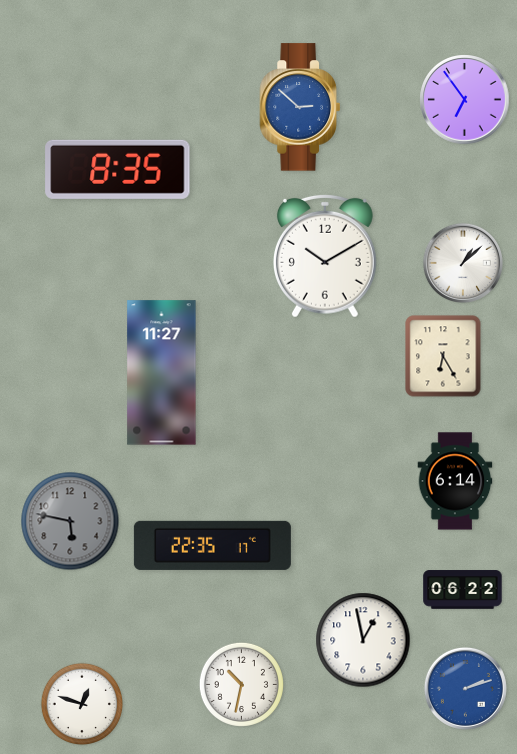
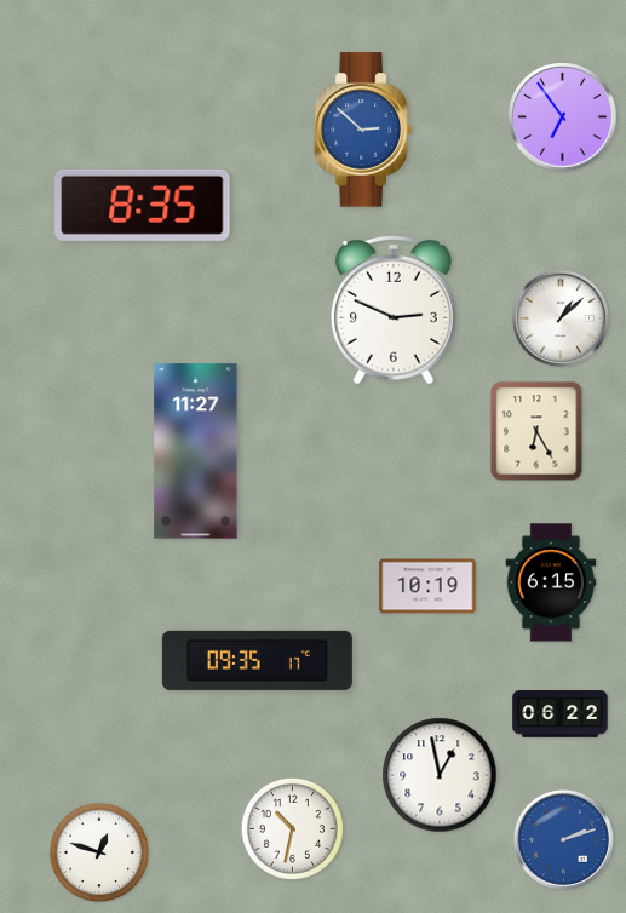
clock at (465, 100) position: (465, 100) -> (563, 117)
clock at (325, 256): 10:10 -> 2:49
clock at (455, 481): 6:14 -> 6:15
clock at (427, 586): none -> 10:19
clock at (70, 521): 5:47 -> none
clock at (212, 545): 22:35 -> 09:35
clock at (465, 688) position: (465, 688) -> (563, 839)
